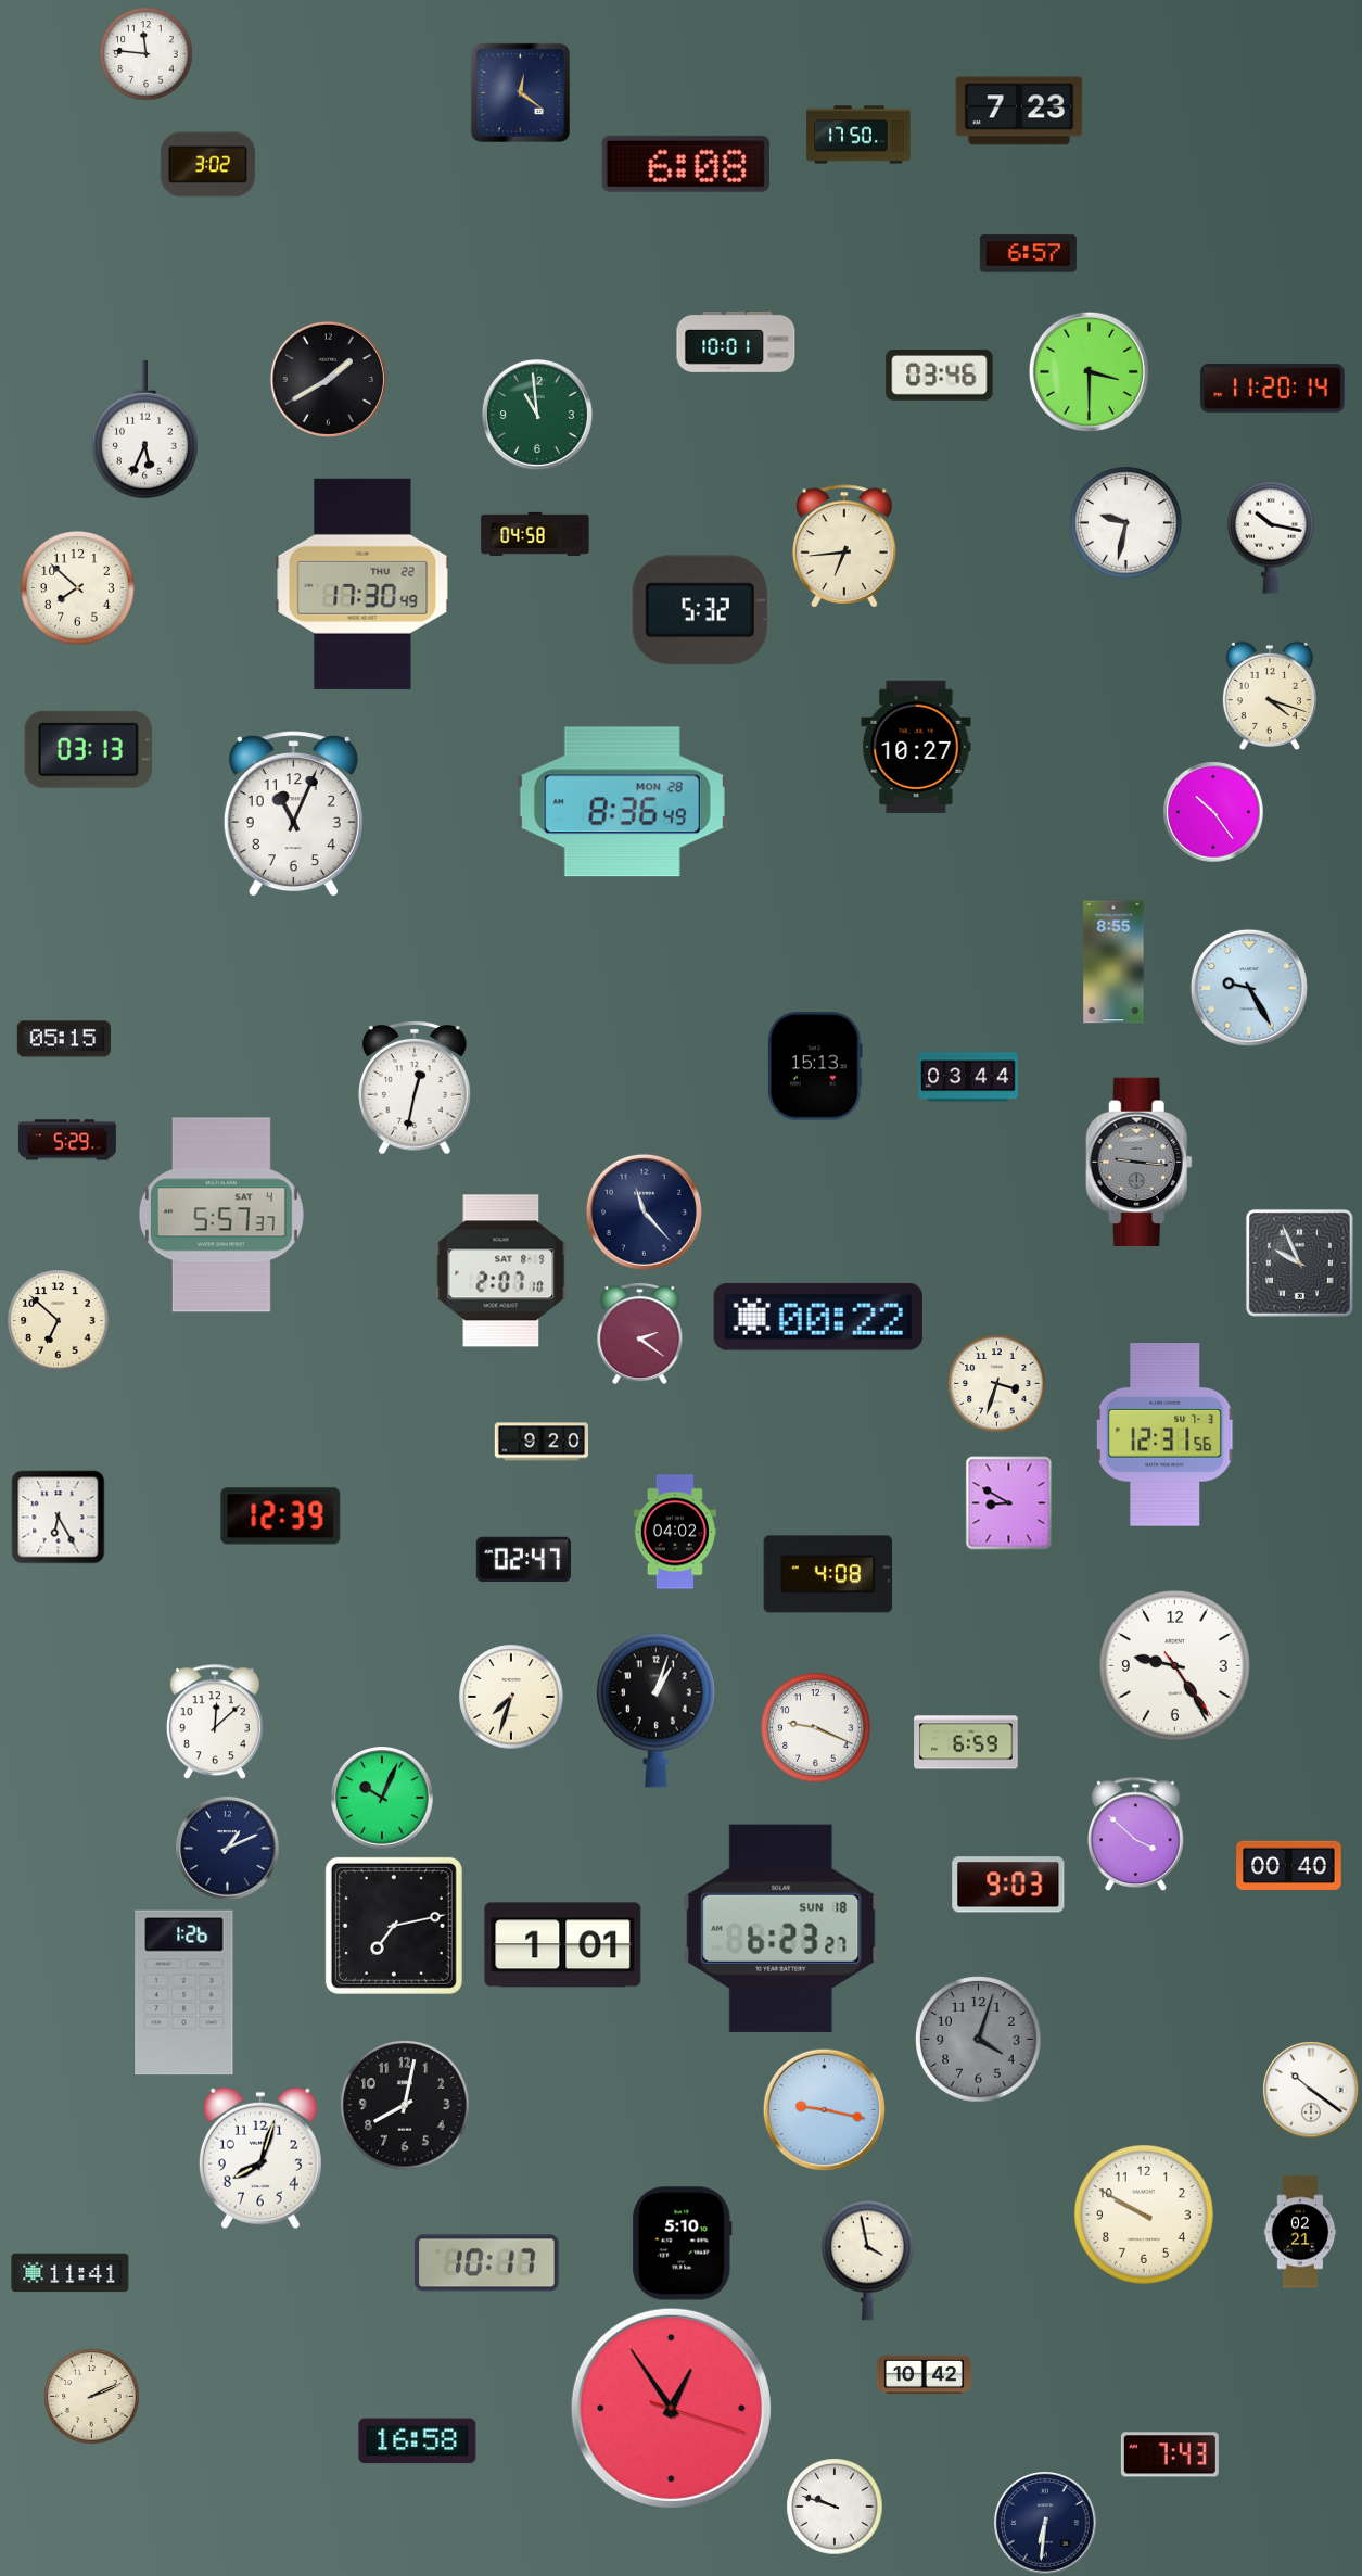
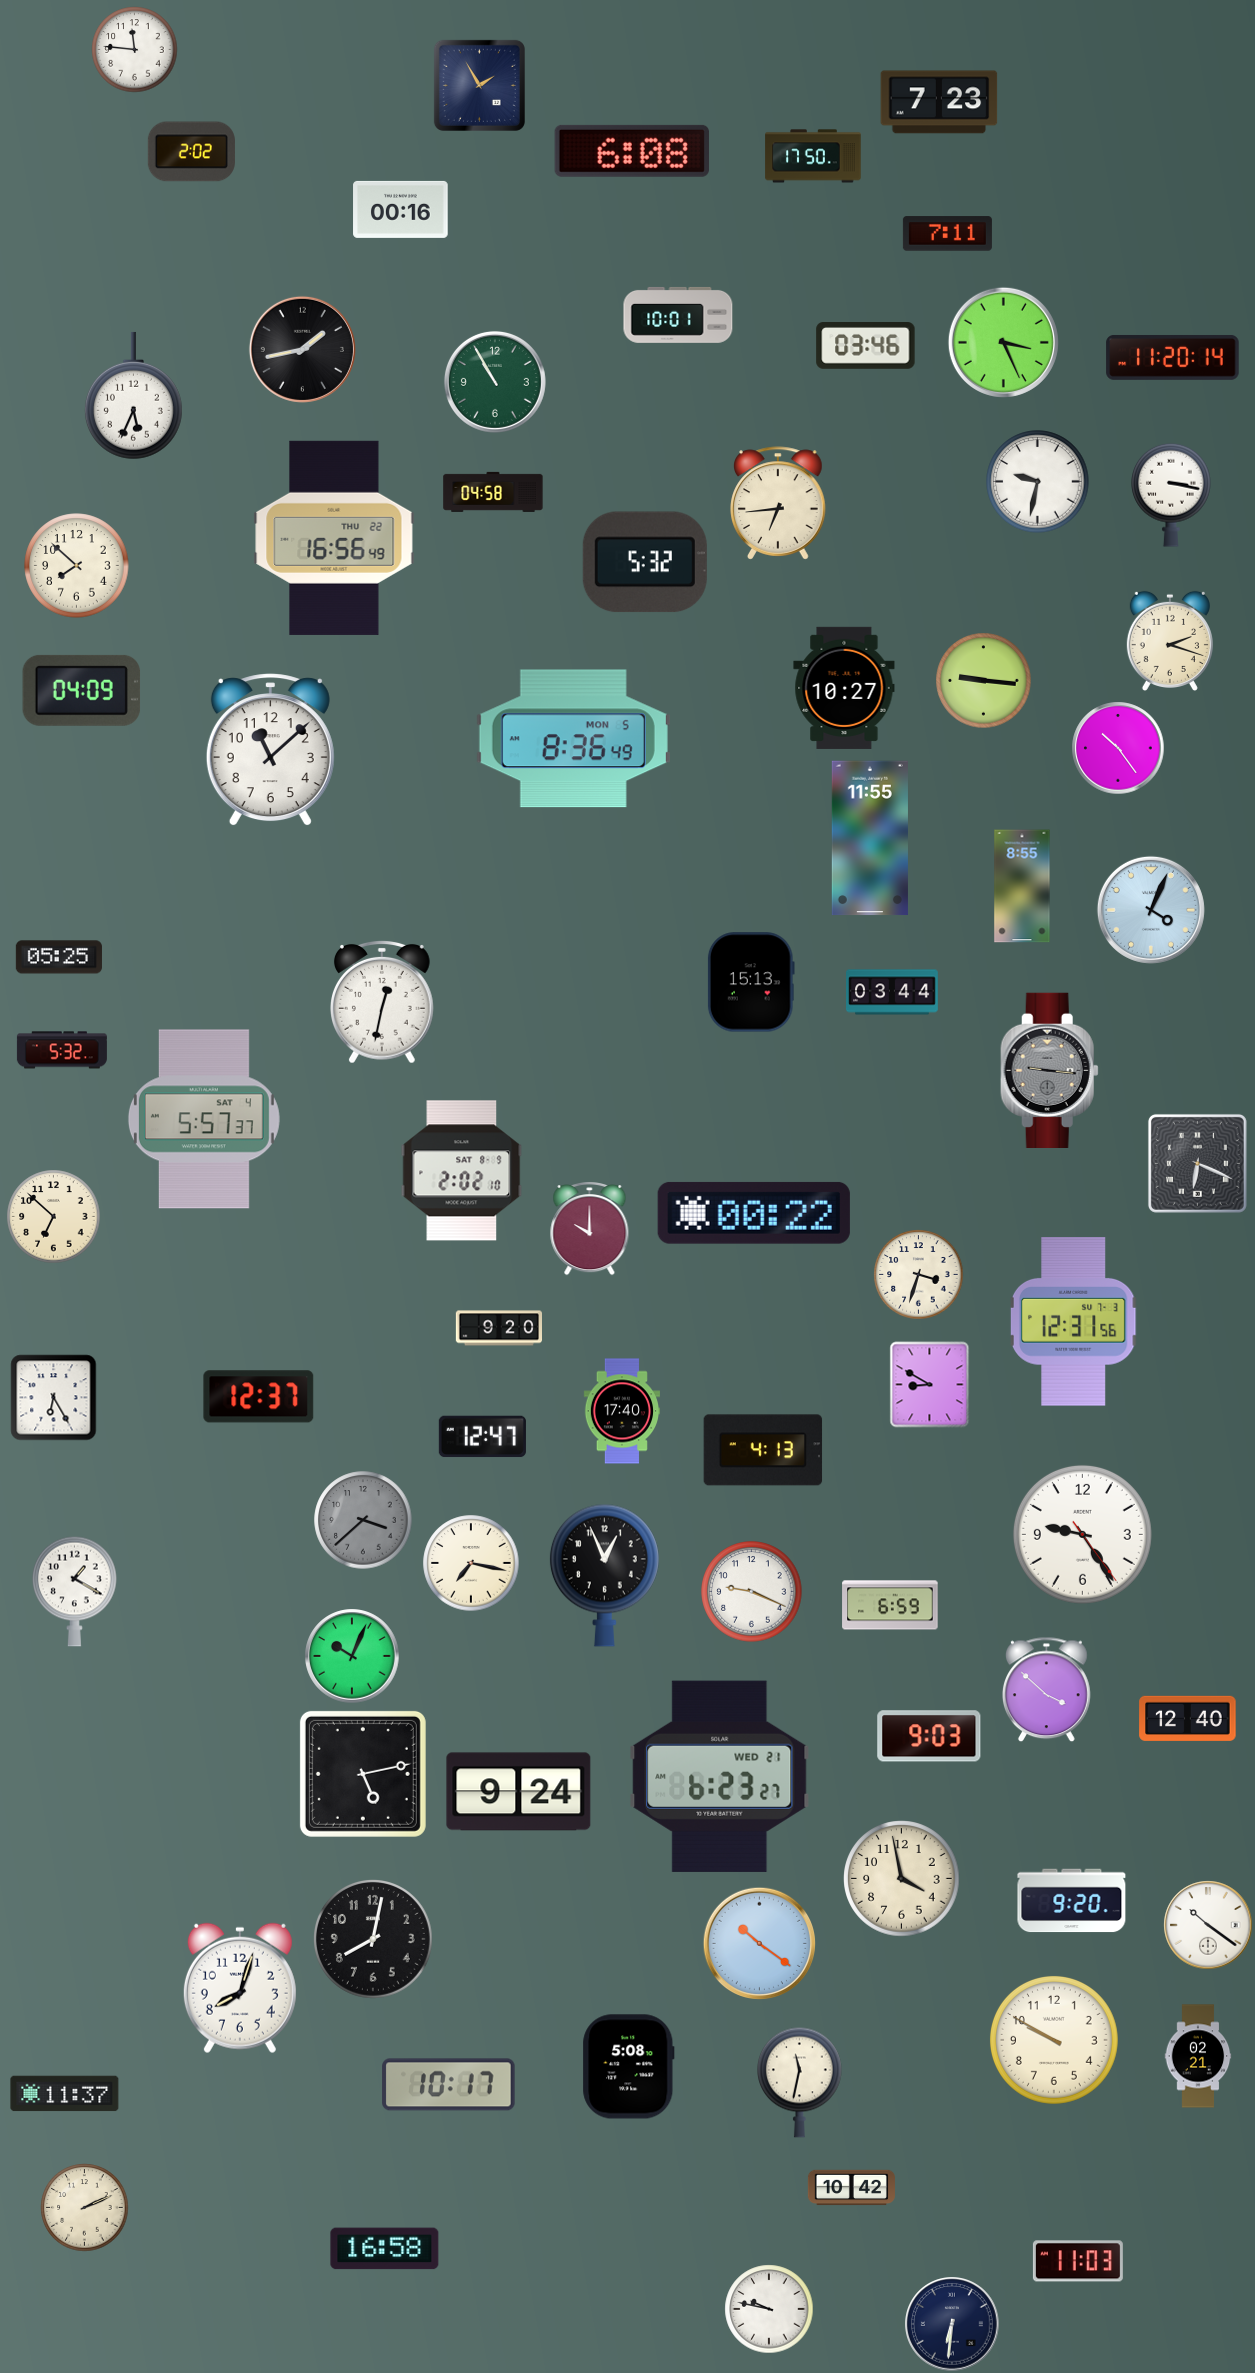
clock at (520, 92): 12:21 -> 1:55
clock at (858, 135) position: (858, 135) -> (813, 156)
clock at (207, 165): 3:02 -> 2:02
clock at (401, 209): none -> 00:16
clock at (1028, 254): 6:57 -> 7:11
clock at (1089, 371): 3:30 -> 3:26
clock at (328, 379): 1:40 -> 1:43
clock at (537, 415): 10:59 -> 10:55
clock at (1271, 537): 10:17 -> 3:17
clock at (362, 584): 17:30 -> 16:56
clock at (78, 588) position: (78, 588) -> (77, 566)
clock at (1270, 695): 4:18 -> 2:18
clock at (984, 681): none -> 9:16
clock at (89, 749): 03:13 -> 04:09
clock at (622, 802) date: MON 28 -> MON 5
clock at (293, 814): 11:04 -> 11:08
clock at (870, 838): none -> 11:55
clock at (1113, 962) position: (1113, 962) -> (1022, 886)
clock at (1249, 988): 9:25 -> 4:04
clock at (64, 1039): 05:15 -> 05:25
clock at (67, 1140): 5:29 -> 5:32
clock at (644, 1211): 11:23 -> none
clock at (1299, 1262): 9:56 -> 6:19
clock at (501, 1271): 2:07 -> 2:02
clock at (640, 1334): 2:21 -> 10:00
clock at (281, 1517): 12:39 -> 12:37
clock at (674, 1532): 04:02 -> 17:40
clock at (523, 1560): 02:47 -> 12:47
clock at (828, 1574): 4:08 -> 4:13
clock at (363, 1520): none -> 3:38
clock at (511, 1697): 7:33 -> 7:17
clock at (655, 1710): 1:03 -> 12:56
clock at (215, 1723): 12:08 -> none
clock at (75, 1591): none -> 1:20
clock at (228, 1849): 1:11 -> none
clock at (1289, 1865): 00:40 -> 12:40
clock at (394, 1926): 7:13 -> 5:13
clock at (781, 1928) date: SUN 18 -> WED 21
clock at (563, 1945): 1:01 -> 9:24
clock at (184, 1993): 1:26 -> none
clock at (979, 2040): 4:03 -> 3:58
clock at (979, 2040) dial: grey -> cream
clock at (1072, 1901): none -> 9:20
clock at (824, 2109): 9:17 -> 10:21
clock at (683, 2244): 5:10 -> 5:08
clock at (868, 2260): 3:58 -> 11:32
clock at (71, 2273): 11:41 -> 11:37
clock at (671, 2408): 12:54 -> none
clock at (1170, 2454): 7:43 -> 11:03
clock at (835, 2507): 9:48 -> 9:47
clock at (1045, 2523) position: (1045, 2523) -> (952, 2324)
